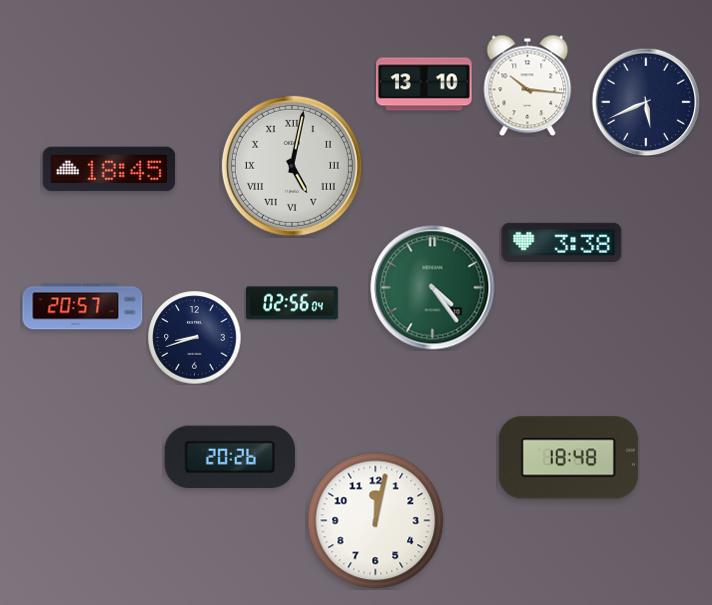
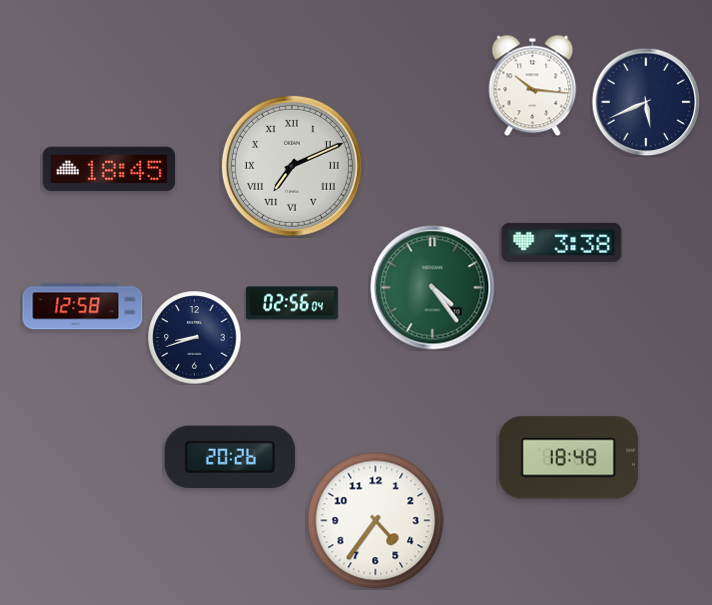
clock at (424, 84): 13:10 -> none
clock at (528, 85) position: (528, 85) -> (533, 85)
clock at (292, 166): 5:02 -> 7:11
clock at (83, 307): 20:57 -> 12:58
clock at (376, 521): 12:02 -> 4:36
